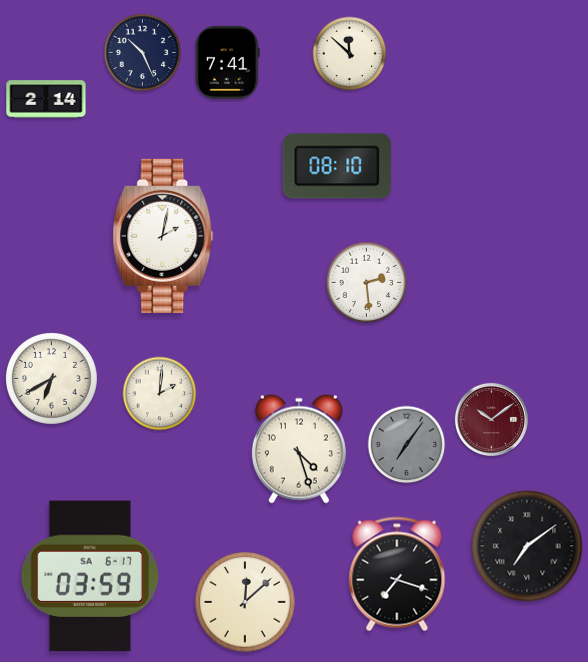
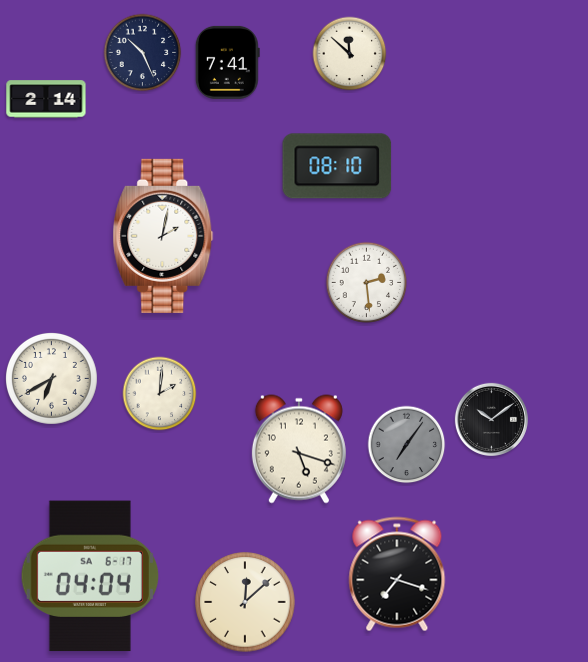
clock at (491, 419) dial: burgundy -> black
clock at (299, 449): 4:27 -> 5:18
clock at (527, 546): 7:09 -> none
clock at (90, 576): 03:59 -> 04:04
